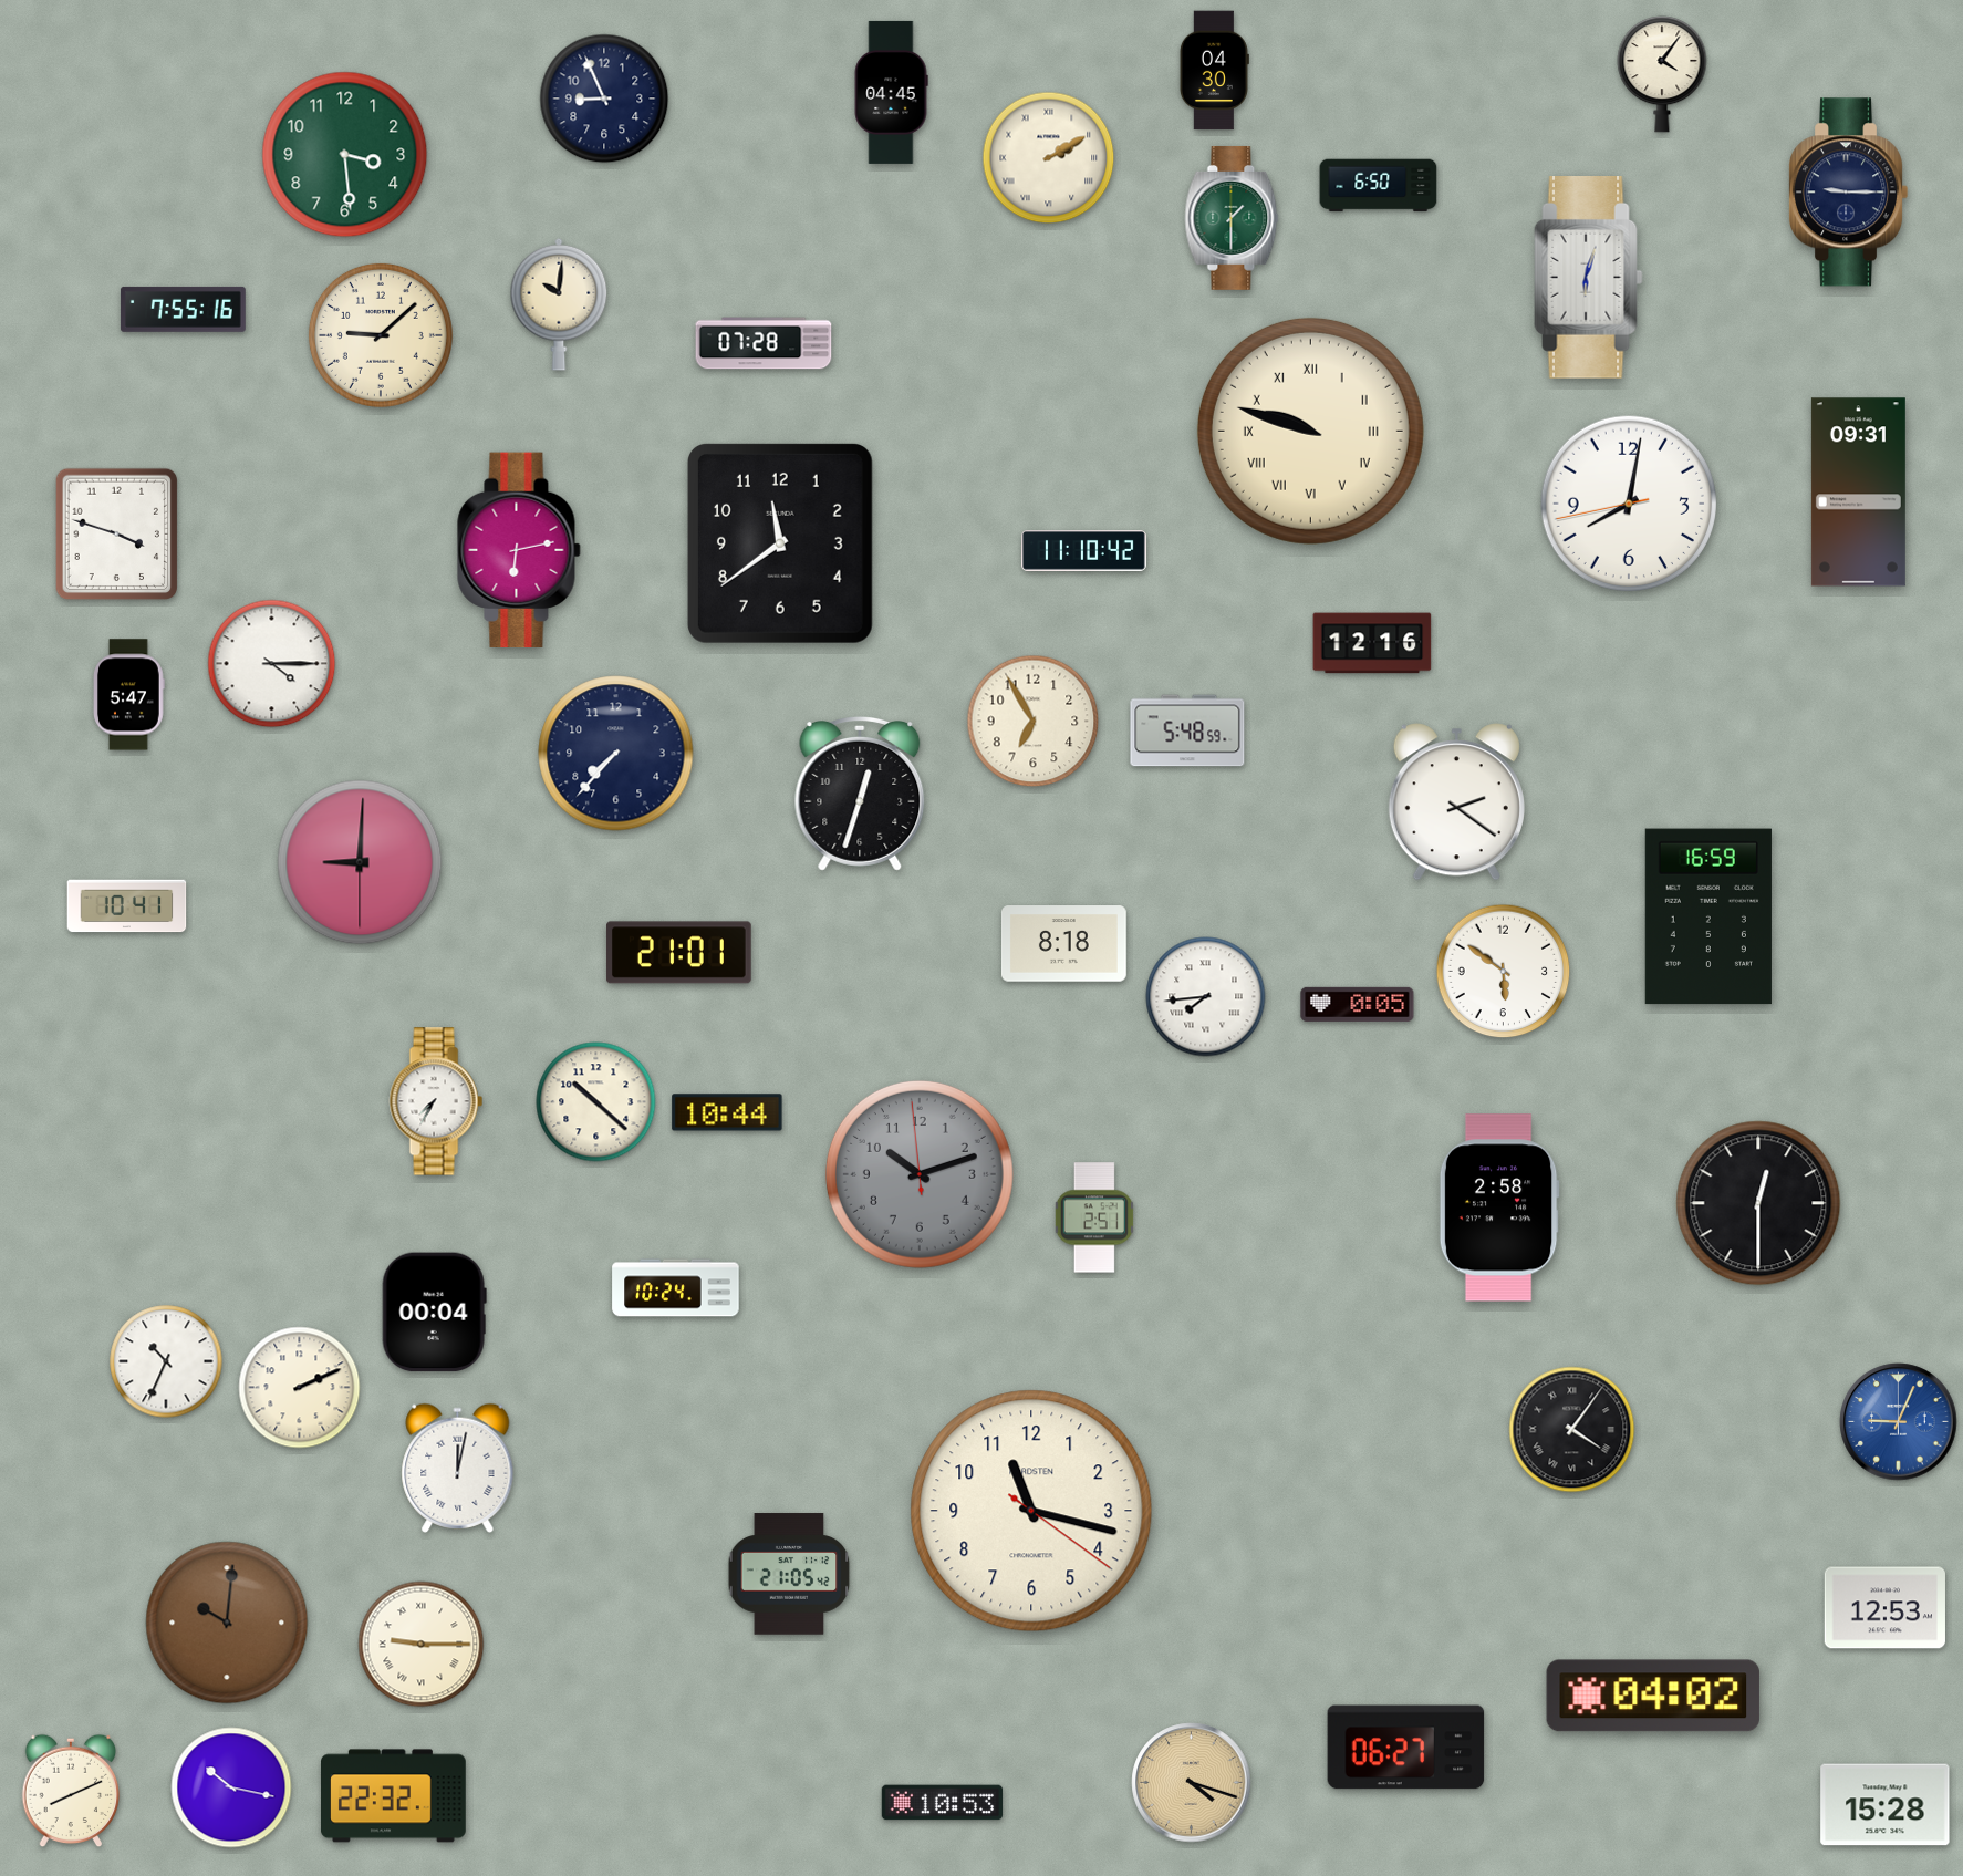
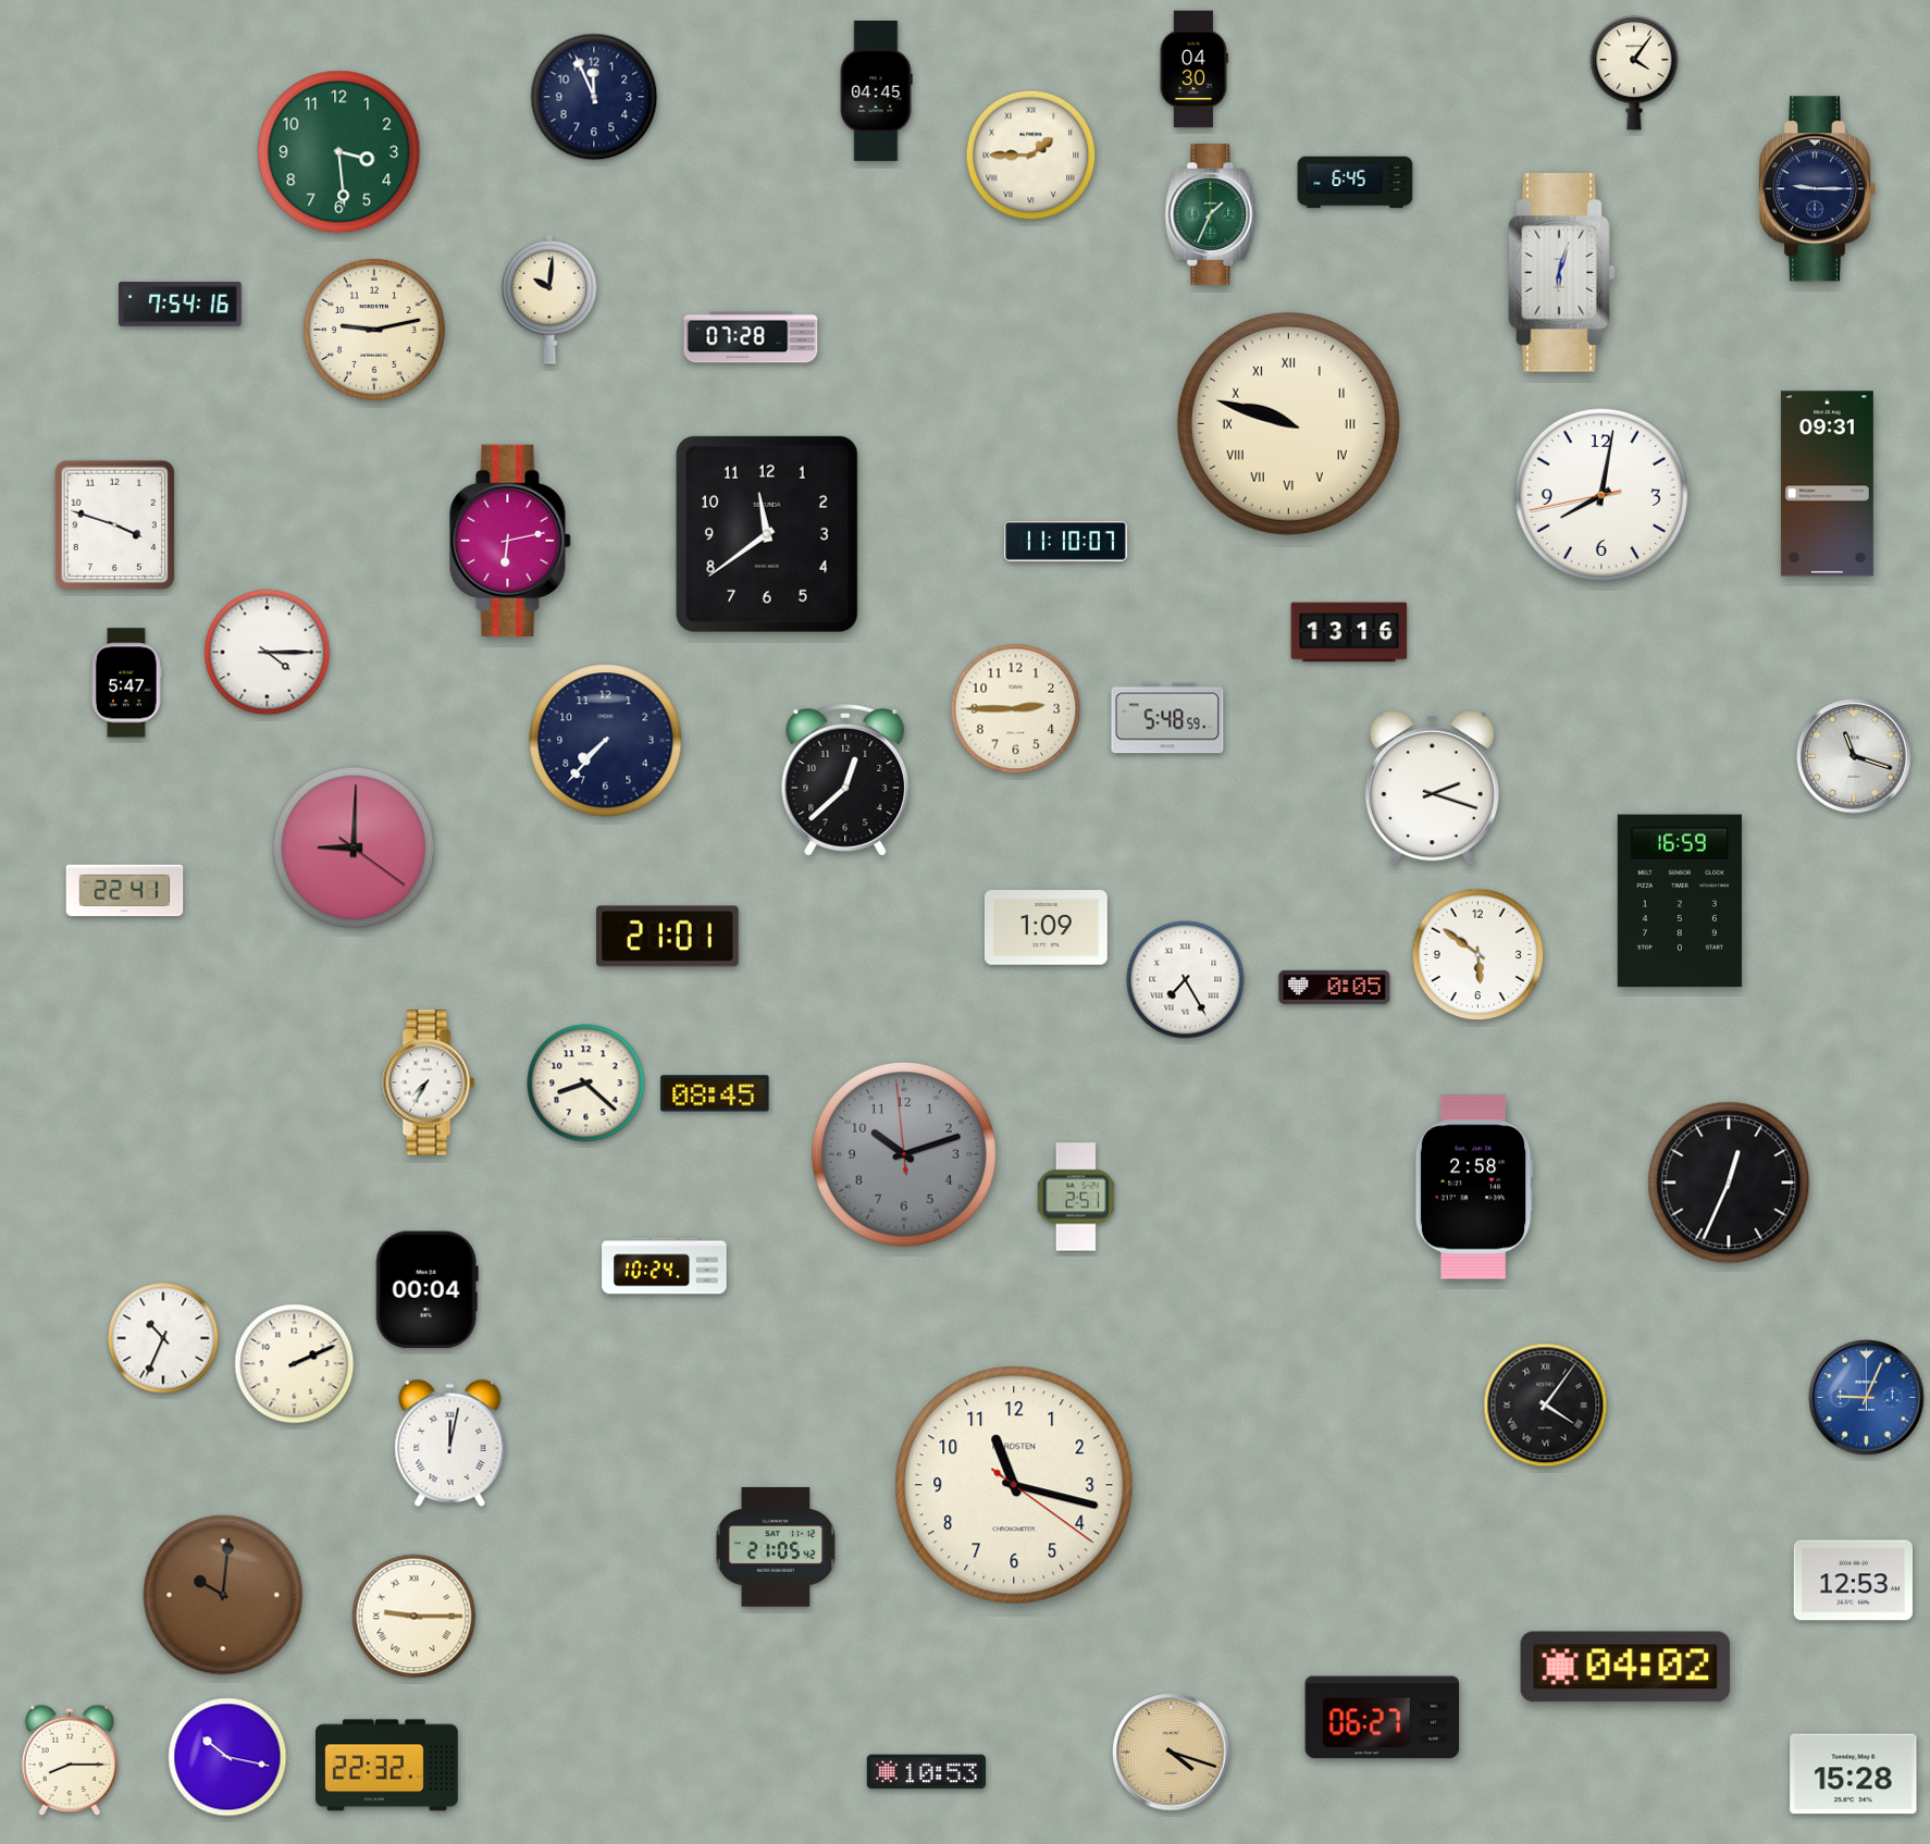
clock at (604, 99): 8:56 -> 11:56
clock at (1049, 158): 2:10 -> 1:45
clock at (1379, 186): 6:50 -> 6:45
clock at (1232, 218): 1:30 -> 1:34
clock at (183, 309): 7:55 -> 7:54
clock at (381, 335): 9:08 -> 9:13
clock at (1084, 551): 11:10:42 -> 11:10:07
clock at (1372, 643): 12:16 -> 13:16
clock at (1034, 722): 6:55 -> 2:45
clock at (1854, 756): none -> 11:18
clock at (860, 794): 12:33 -> 12:38
clock at (1456, 802): 2:21 -> 2:18
clock at (360, 862): 9:00:30 -> 9:00:21
clock at (127, 906): 10:41 -> 22:41
clock at (1063, 944): 8:18 -> 1:09
clock at (1206, 997): 7:44 -> 7:25
clock at (596, 1102): 10:22 -> 8:22
clock at (727, 1112): 10:44 -> 08:45
clock at (1758, 1203): 12:30 -> 12:34
clock at (71, 1791): 8:11 -> 8:15
